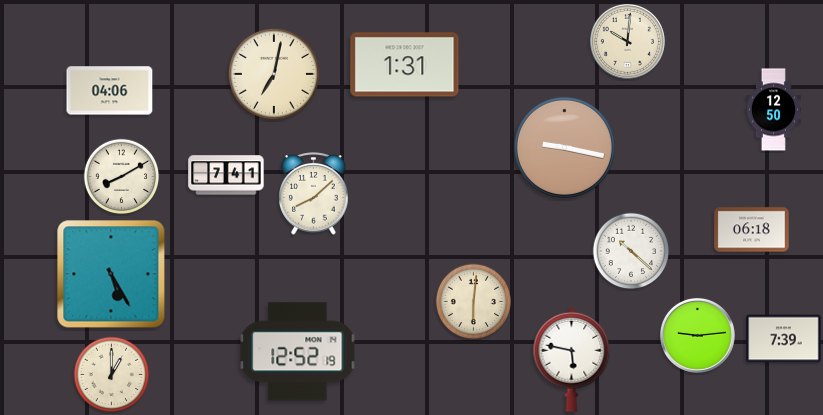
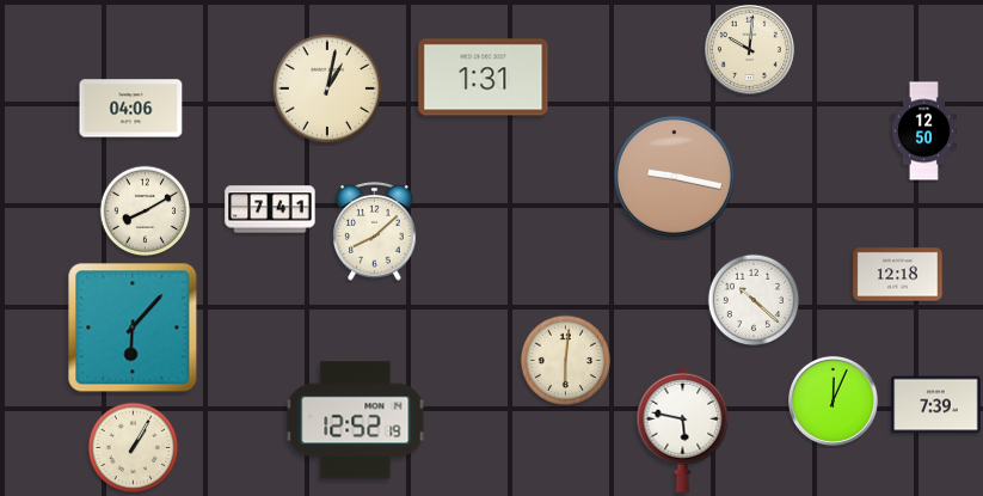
clock at (274, 74): 7:02 -> 1:02
clock at (752, 230): 06:18 -> 12:18
clock at (111, 274): 5:25 -> 6:07
clock at (697, 335): 9:14 -> 12:04
clock at (112, 375): 1:00 -> 1:05
